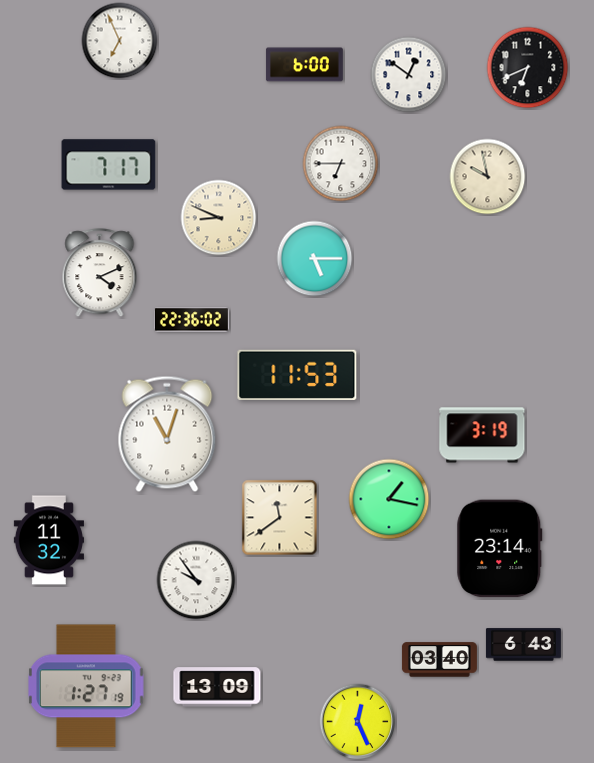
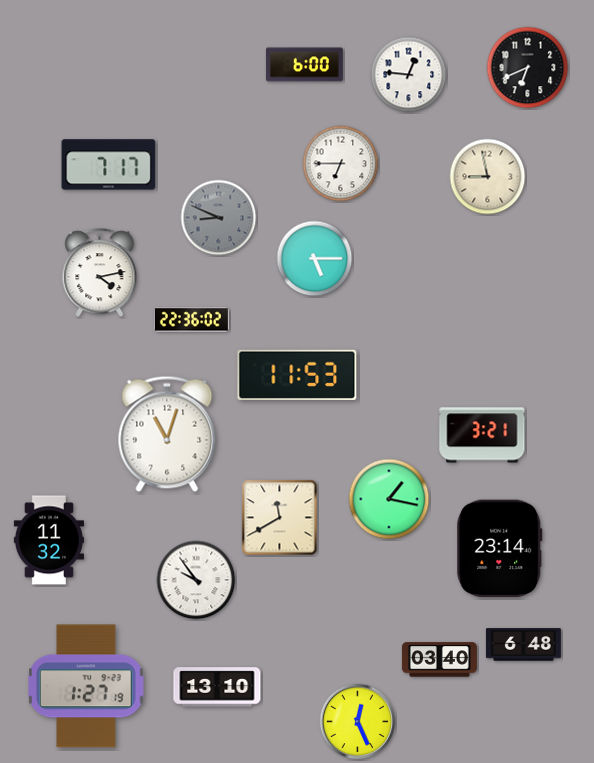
clock at (120, 41): 6:56 -> none
clock at (409, 75): 12:51 -> 12:46
clock at (488, 177): 9:58 -> 8:58
clock at (219, 218) dial: cream -> grey
clock at (100, 273): 4:11 -> 4:13
clock at (482, 435): 3:19 -> 3:21
clock at (280, 518): 11:39 -> 11:40
clock at (523, 645): 6:43 -> 6:48
clock at (217, 687): 13:09 -> 13:10
